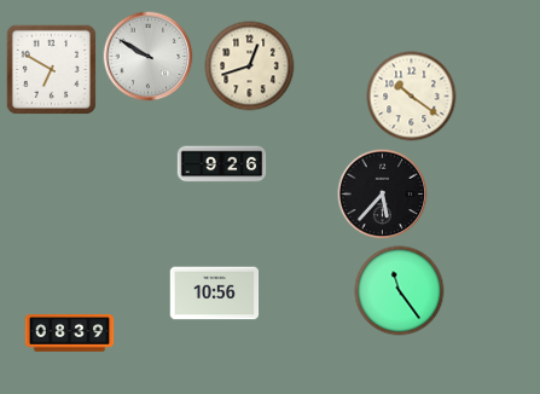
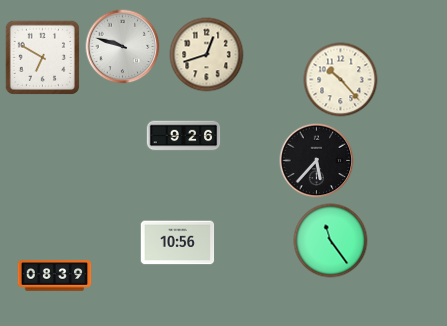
clock at (149, 57): 9:50 -> 9:48
clock at (412, 97): 10:21 -> 10:23
clock at (70, 334) position: (70, 334) -> (55, 276)
